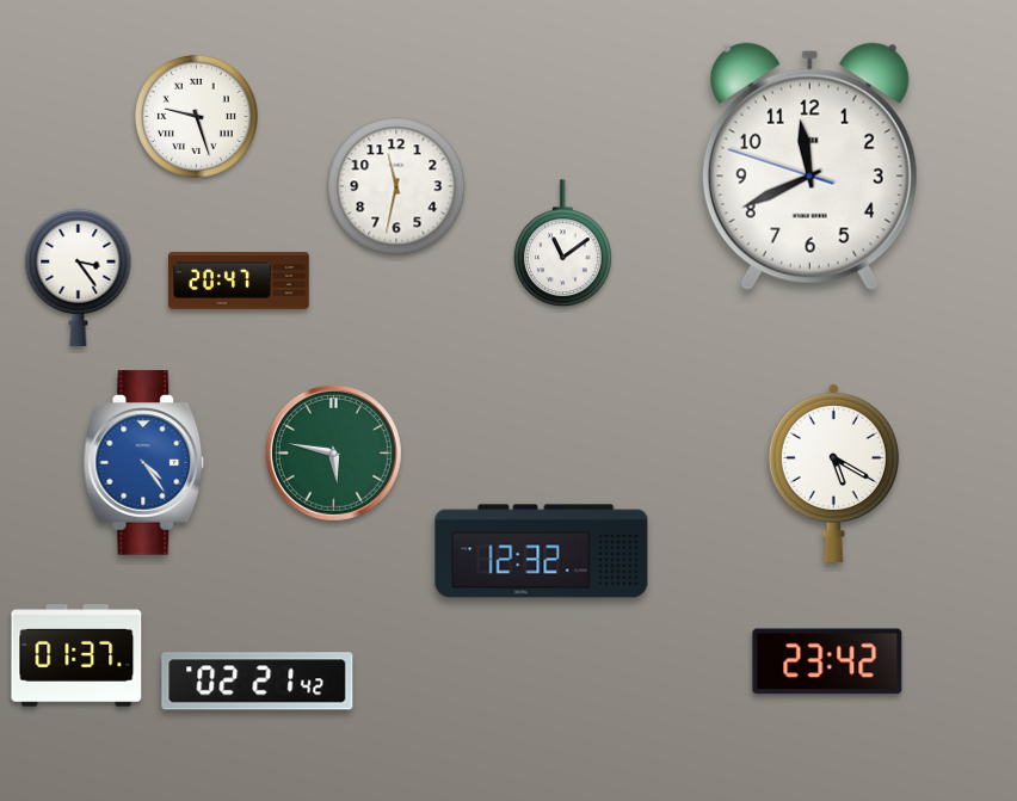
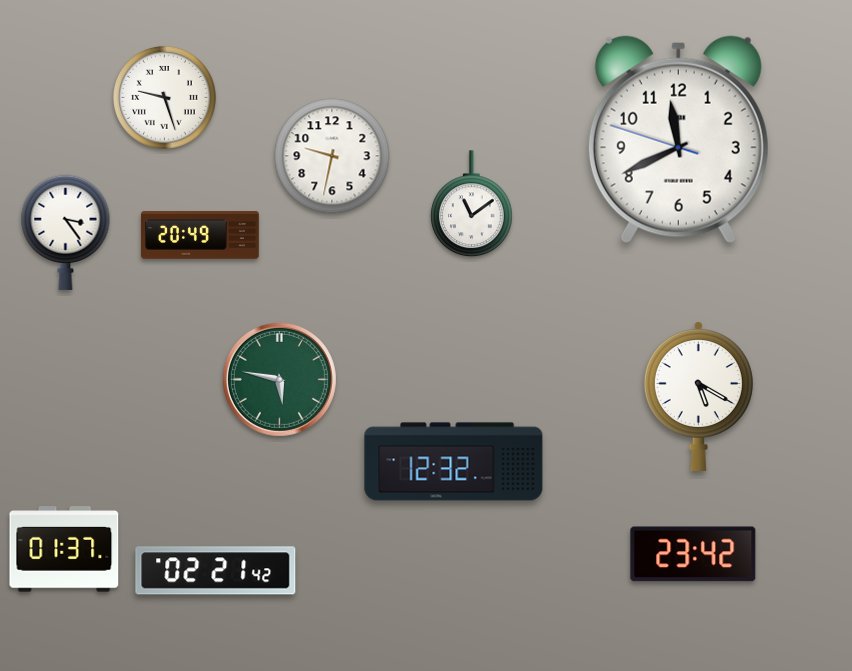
clock at (396, 186): 11:32 -> 9:32
clock at (239, 281): 20:47 -> 20:49
clock at (144, 463): 4:24 -> none
